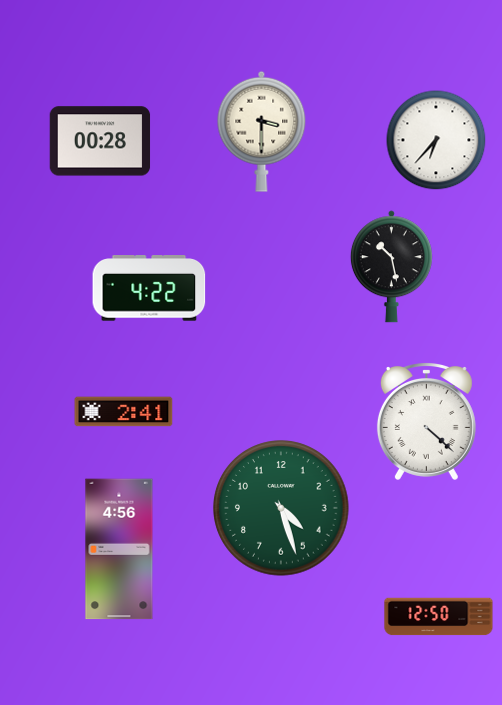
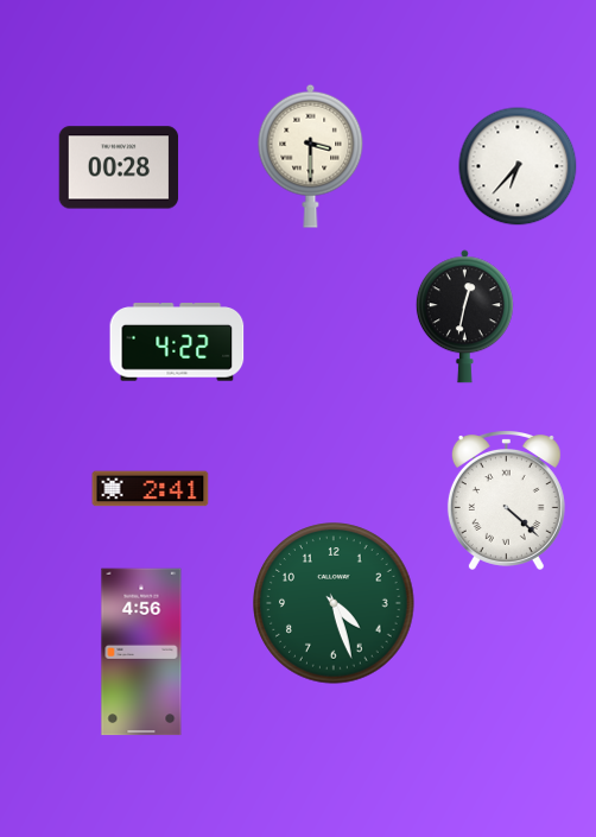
clock at (391, 267): 10:28 -> 12:32
clock at (124, 412) position: (124, 412) -> (151, 489)
clock at (439, 617): 12:50 -> none
